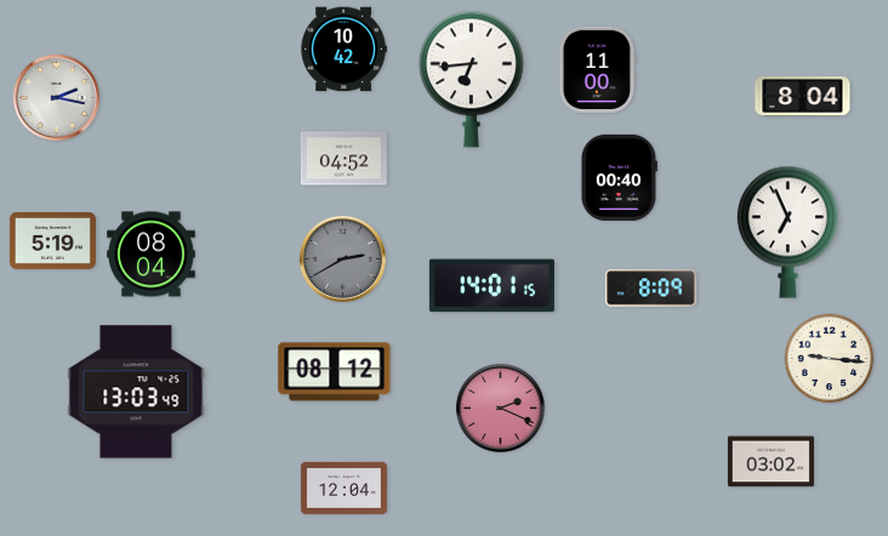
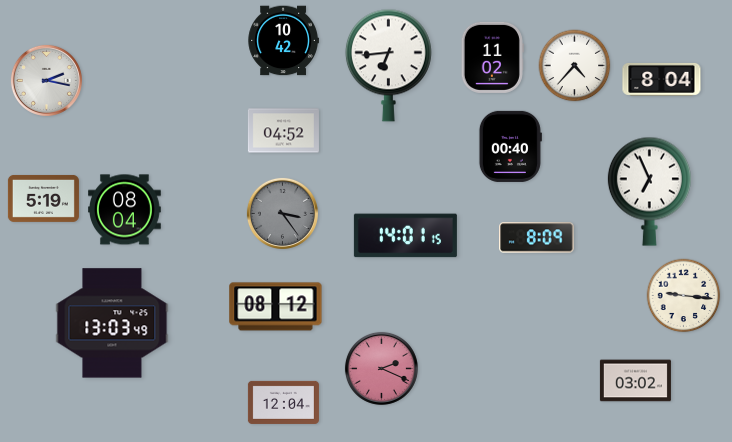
clock at (597, 69): 11:00 -> 11:02
clock at (575, 66): none -> 4:37
clock at (342, 258): 2:40 -> 3:24
clock at (500, 407) position: (500, 407) -> (381, 368)
